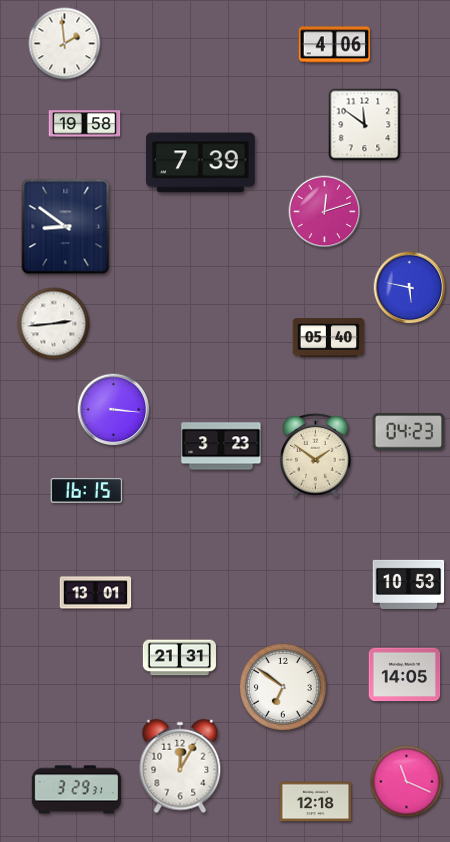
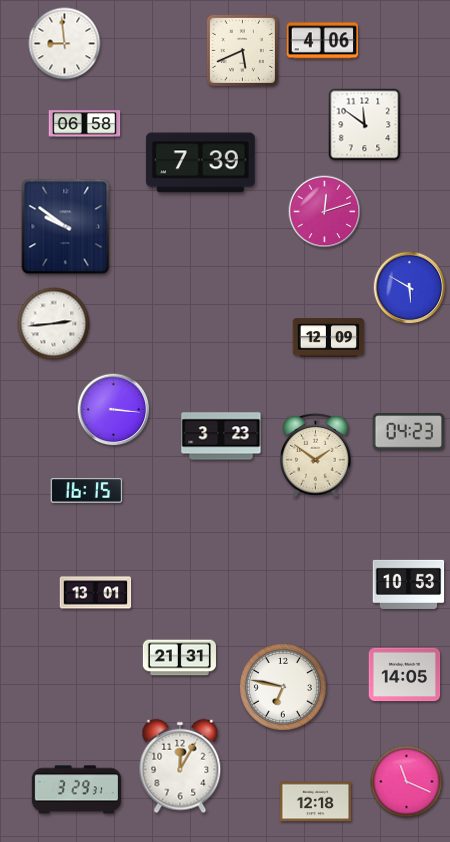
clock at (65, 44): 1:59 -> 8:59
clock at (335, 45) position: (335, 45) -> (323, 41)
clock at (242, 50): none -> 5:41
clock at (85, 124): 19:58 -> 06:58
clock at (66, 227): 8:51 -> 9:51
clock at (410, 288): 5:47 -> 5:50
clock at (329, 338): 05:40 -> 12:09
clock at (221, 446) position: (221, 446) -> (221, 436)
clock at (283, 687): 6:51 -> 6:47
